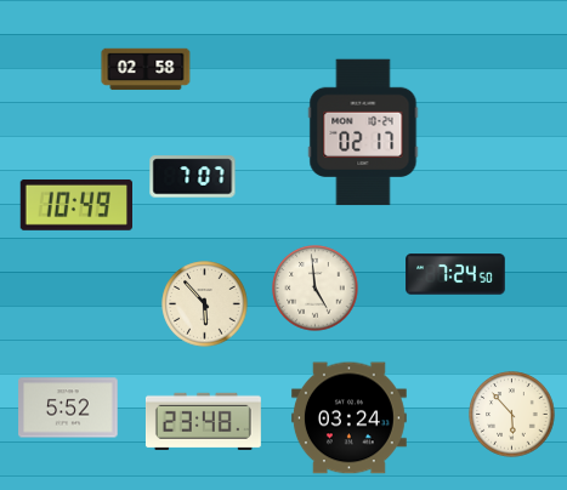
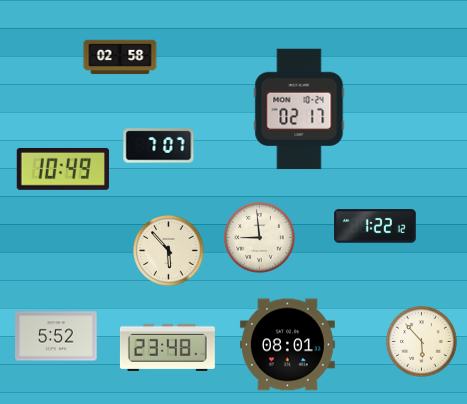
clock at (455, 274): 7:24 -> 1:22
clock at (316, 289): 4:59 -> 8:59
clock at (348, 418): 03:24 -> 08:01
